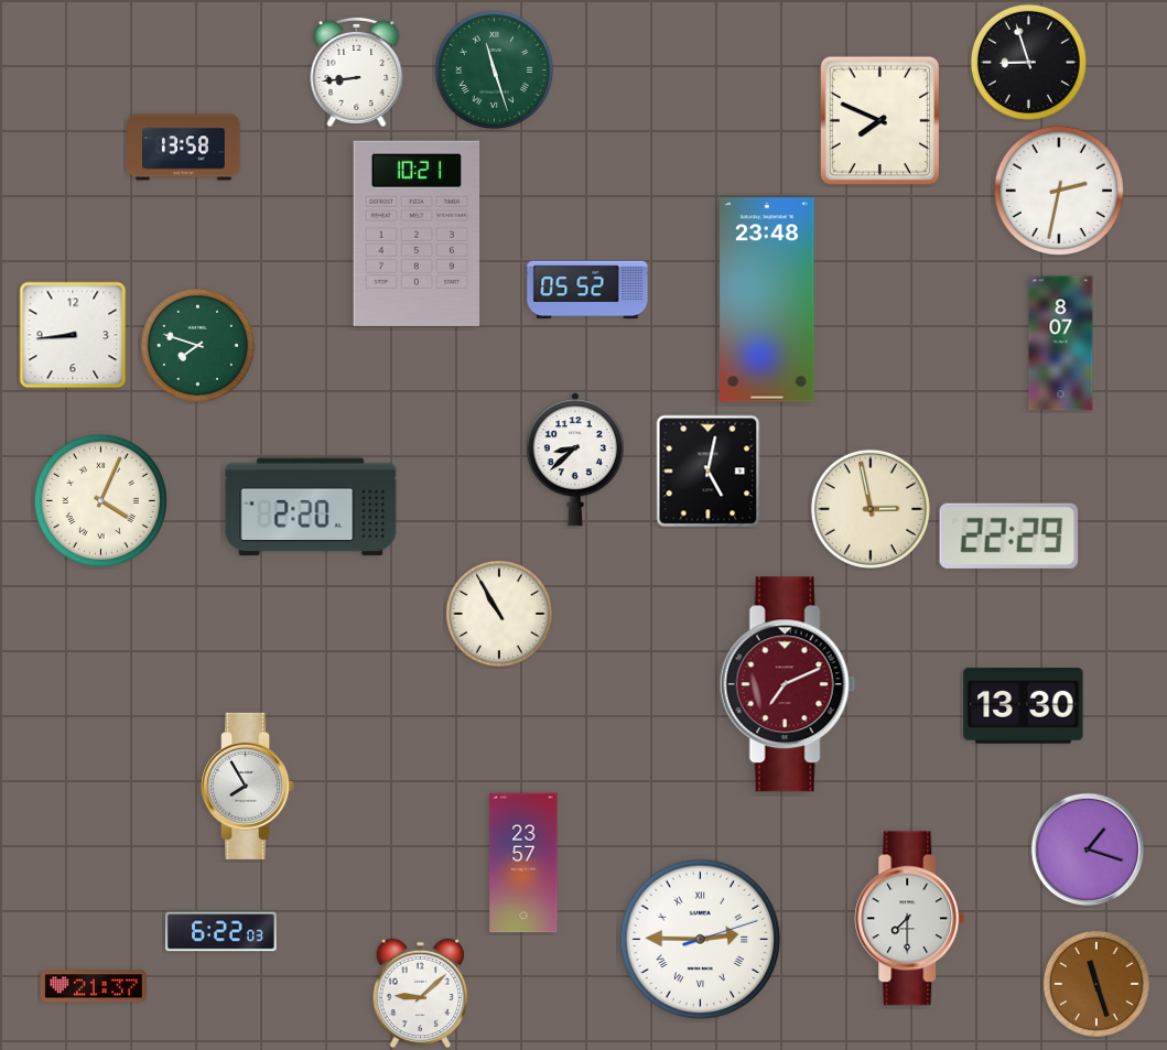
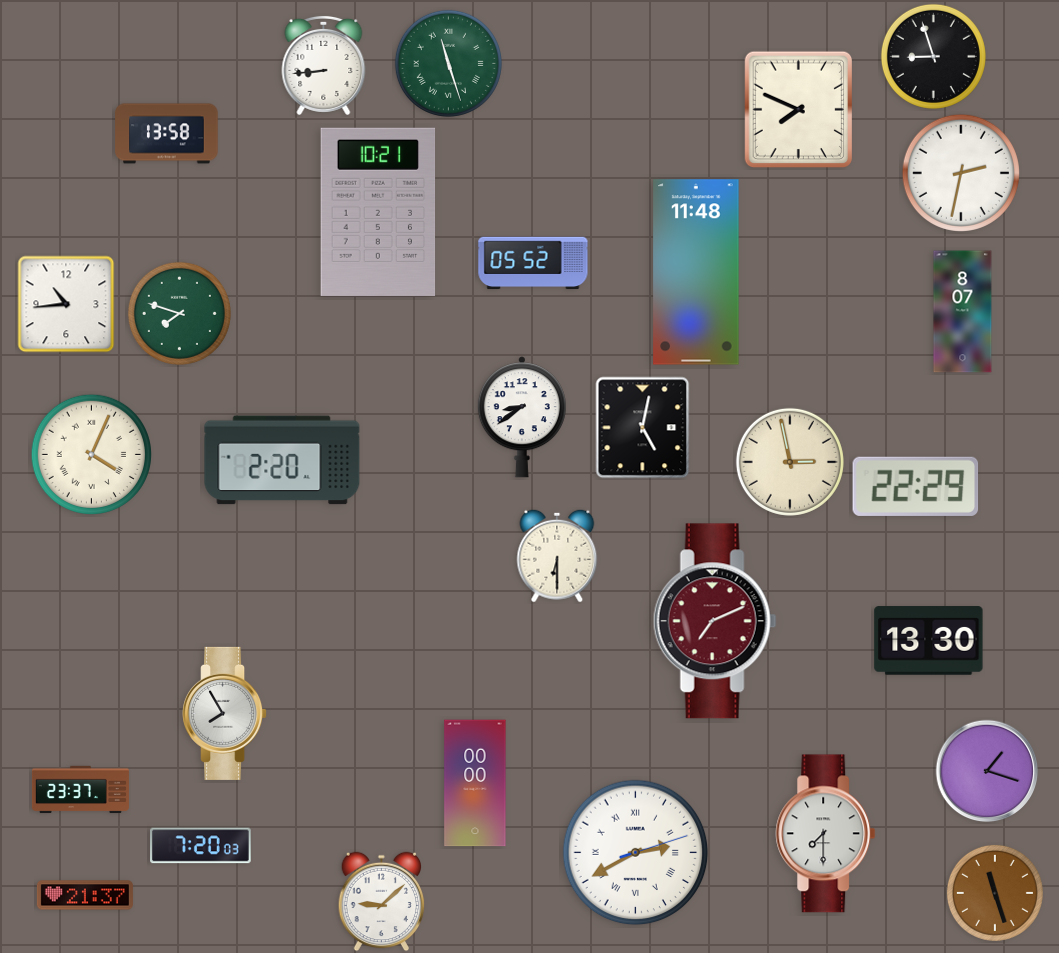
clock at (767, 300): 23:48 -> 11:48
clock at (73, 335): 8:44 -> 10:44
clock at (575, 459): 8:38 -> 8:39
clock at (557, 556): none -> 6:30
clock at (499, 614): 10:55 -> none
clock at (523, 863): 23:57 -> 00:00
clock at (80, 790): none -> 23:37
clock at (221, 932): 6:22 -> 7:20
clock at (701, 940): 2:45 -> 2:40
